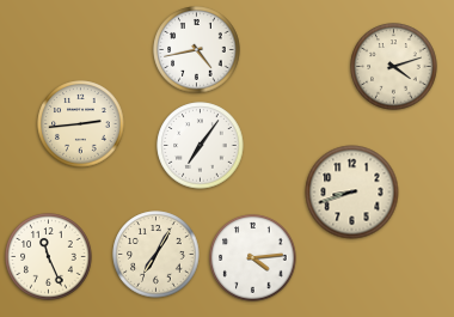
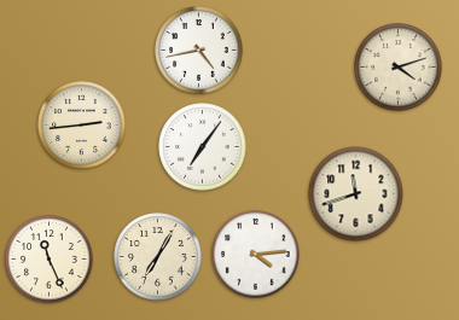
clock at (352, 193): 8:42 -> 11:42
clock at (253, 258) position: (253, 258) -> (256, 255)
